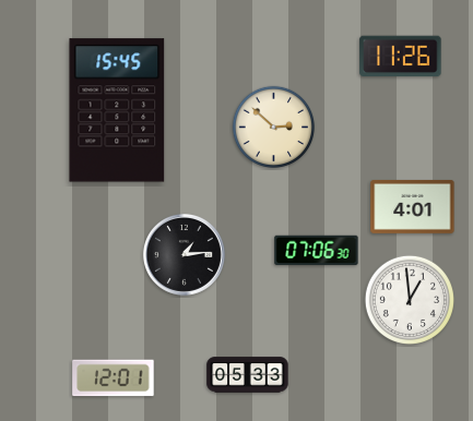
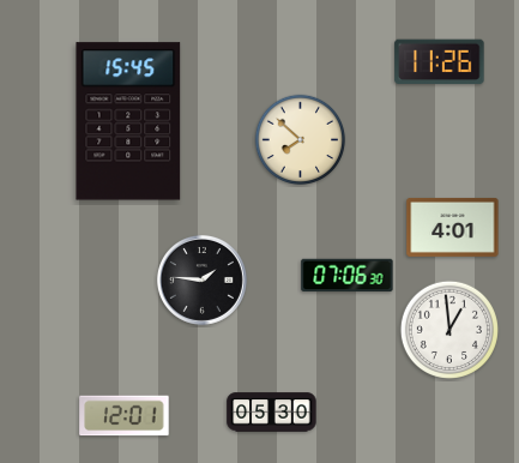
clock at (274, 128): 2:52 -> 7:52
clock at (184, 254): 1:14 -> 1:46
clock at (248, 375): 05:33 -> 05:30
